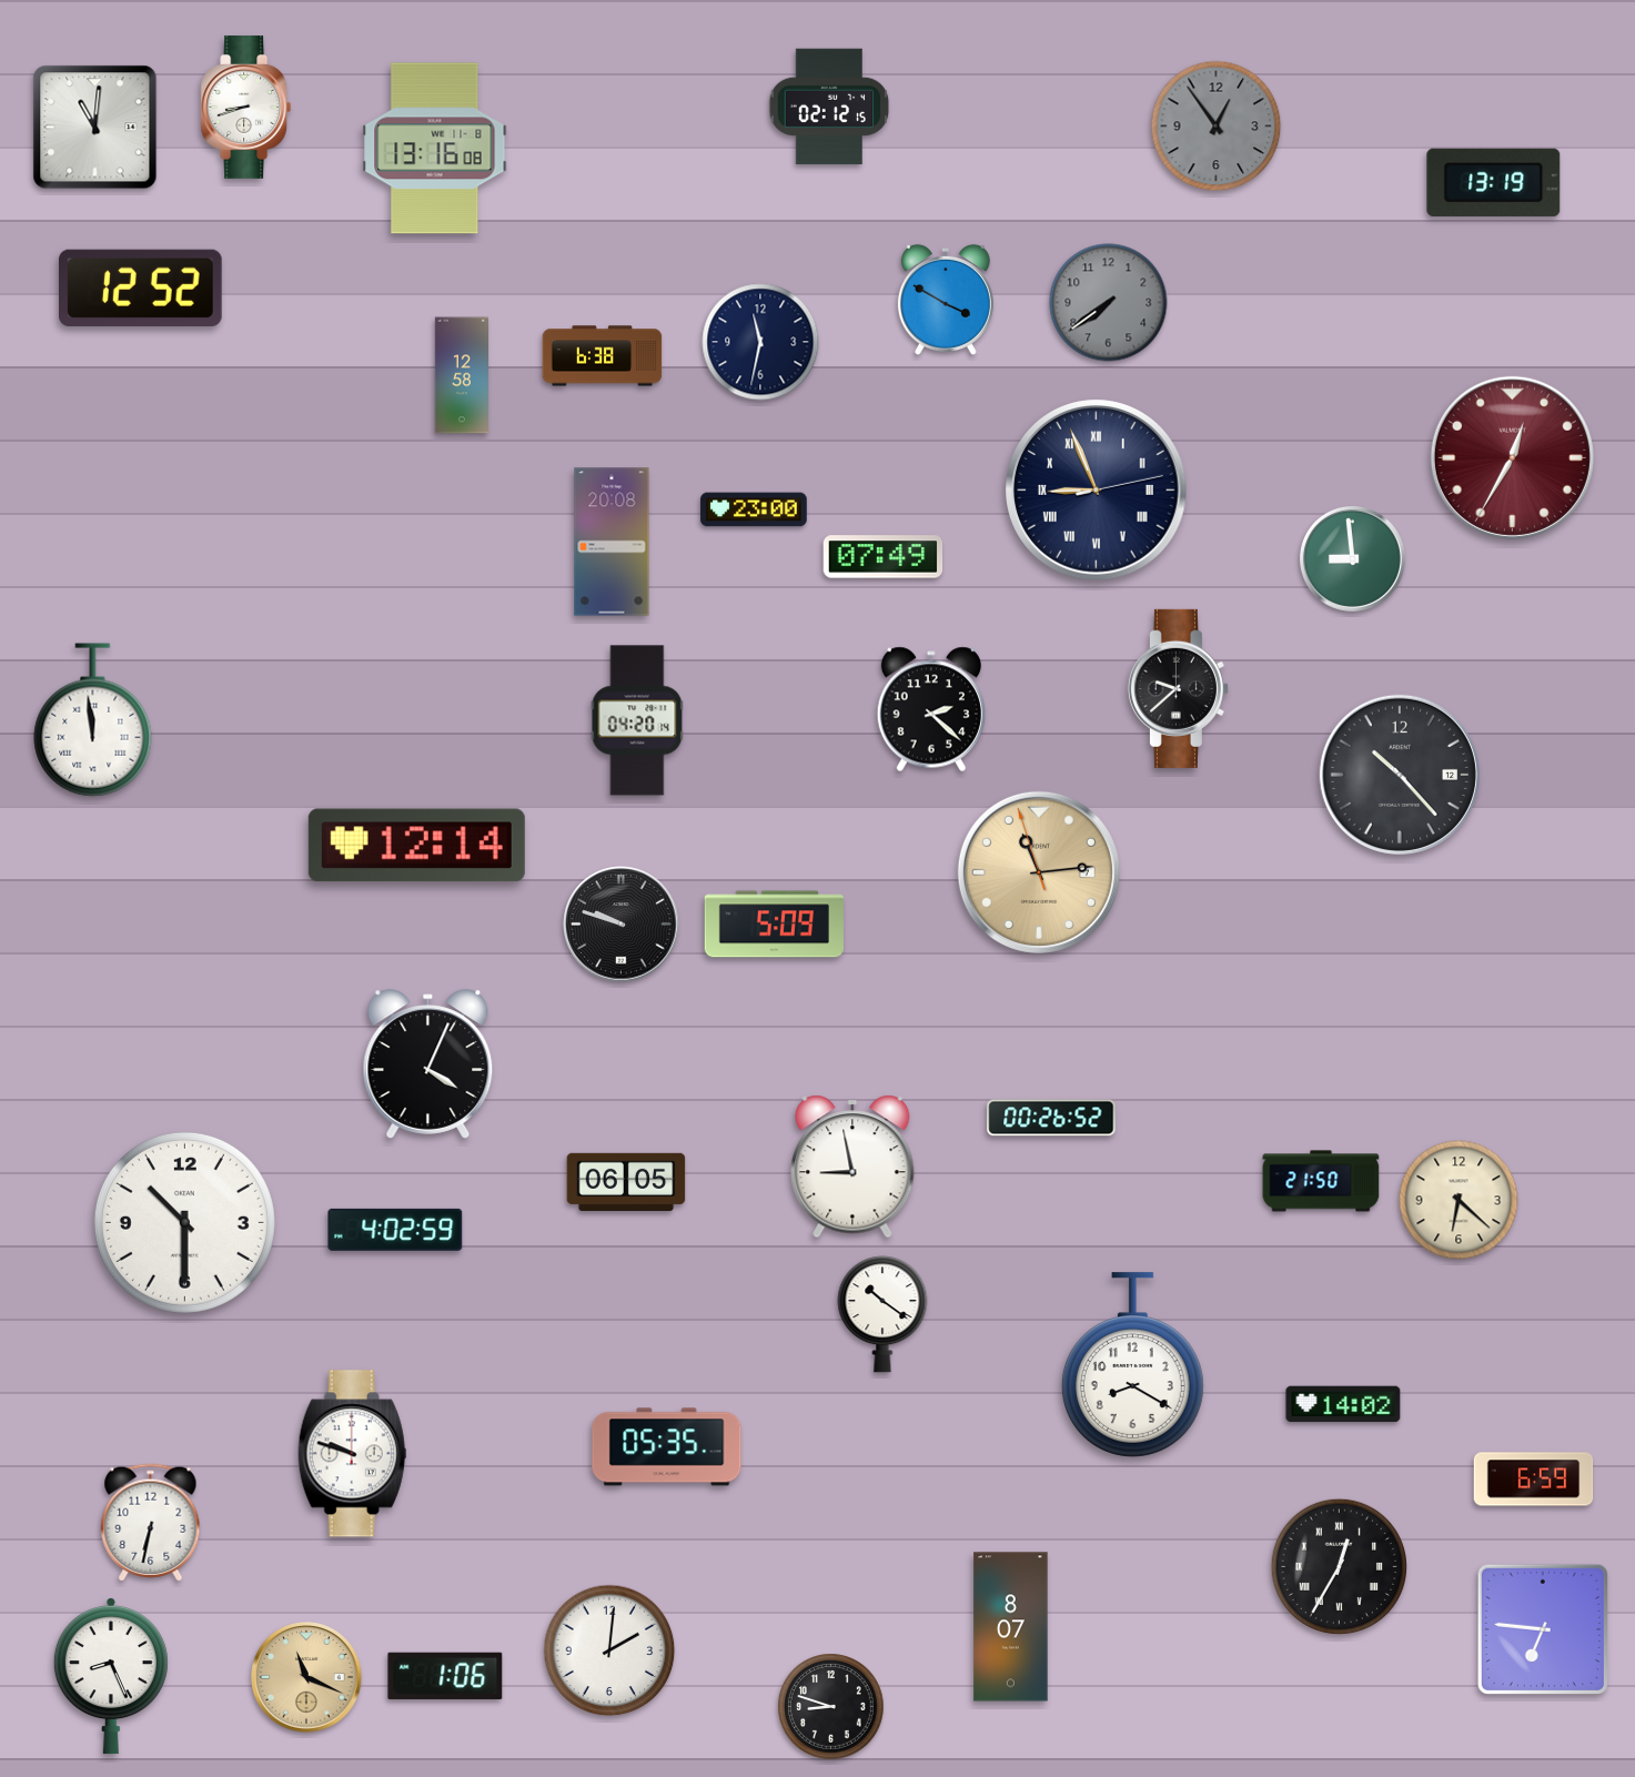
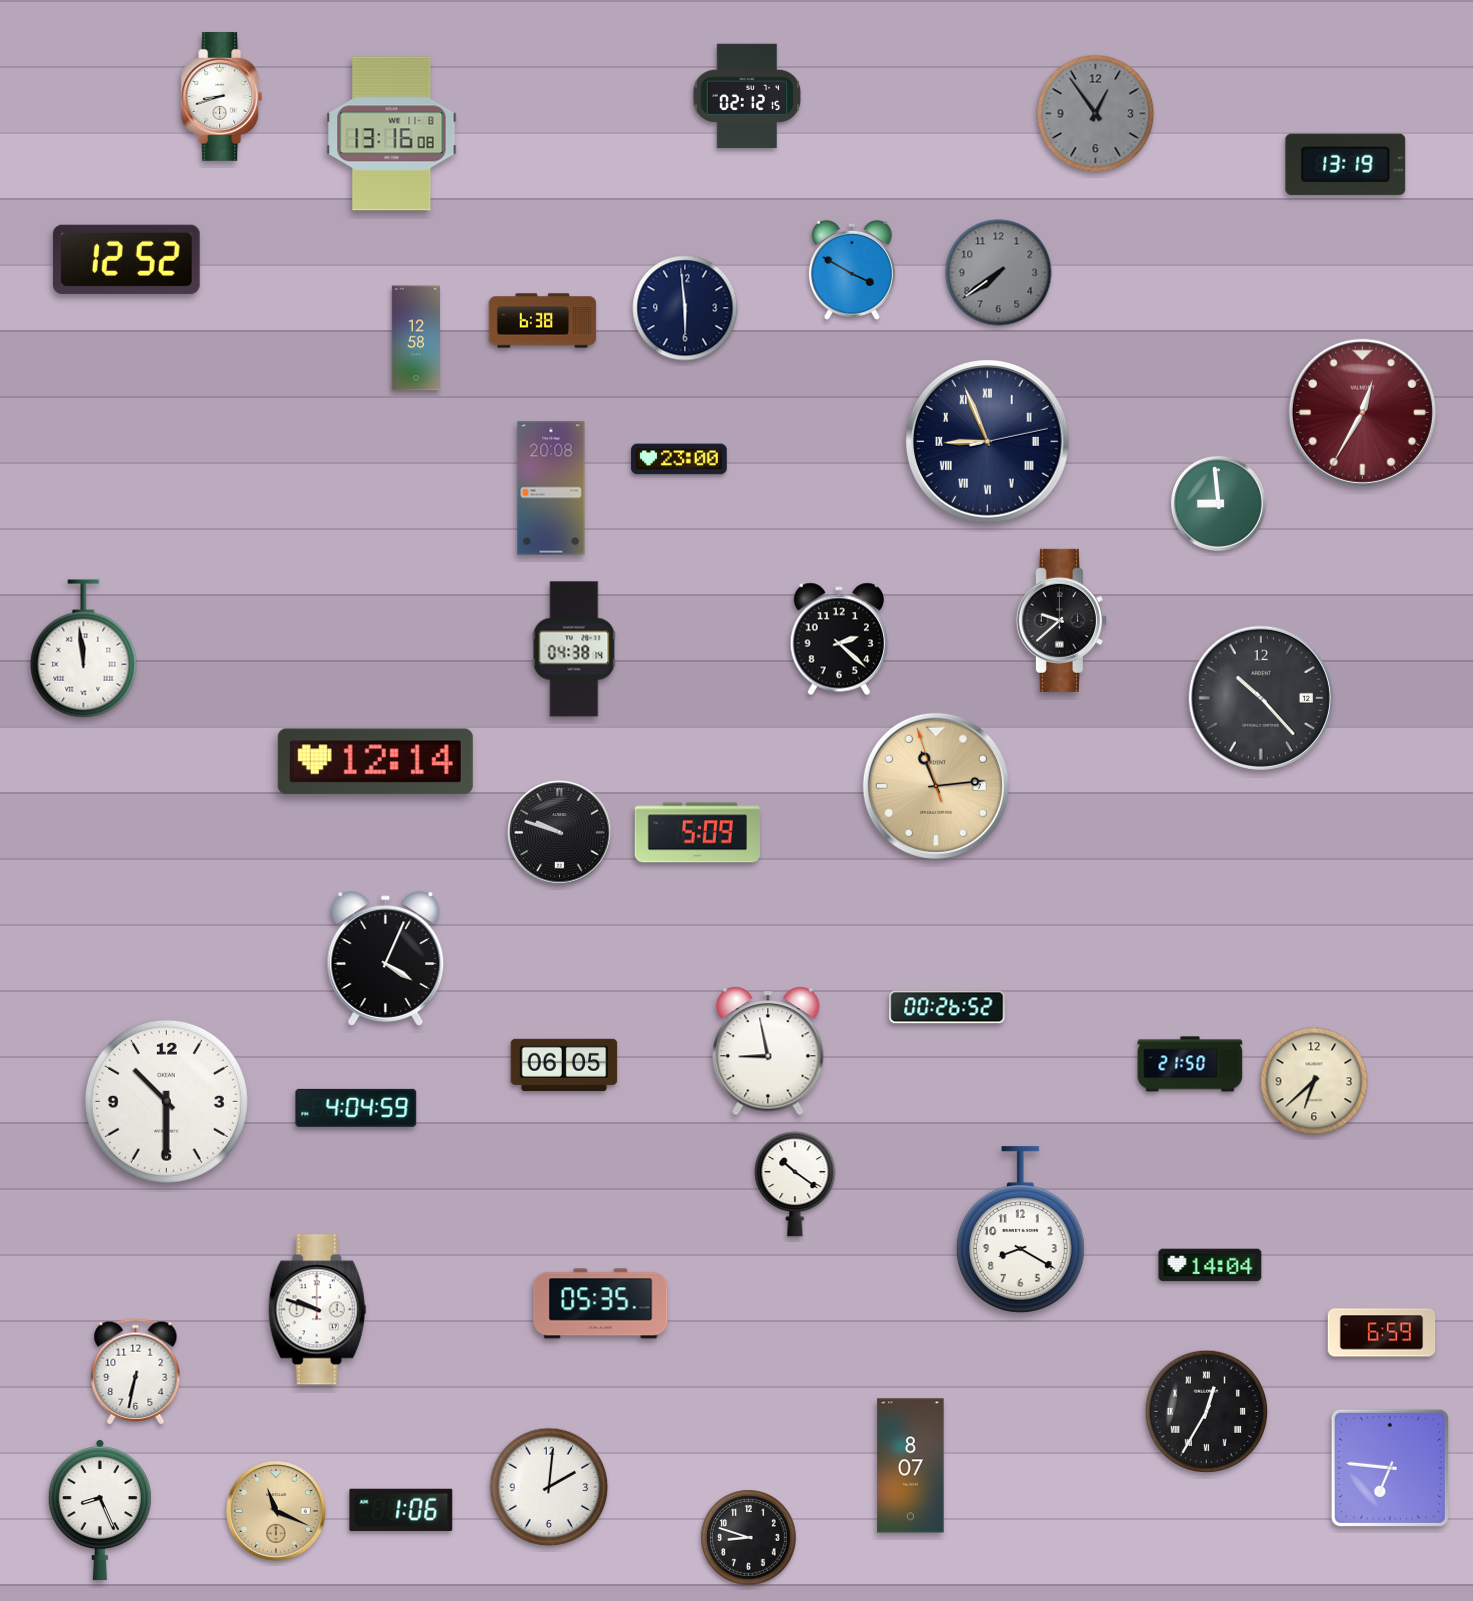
clock at (95, 128): 11:01 -> none
clock at (760, 342): 11:32 -> 5:59
clock at (884, 557): 07:49 -> none
clock at (637, 720): 04:20 -> 04:38
clock at (1459, 1200): 6:22 -> 6:38
clock at (395, 1230): 4:02 -> 4:04
clock at (1343, 1404): 14:02 -> 14:04
